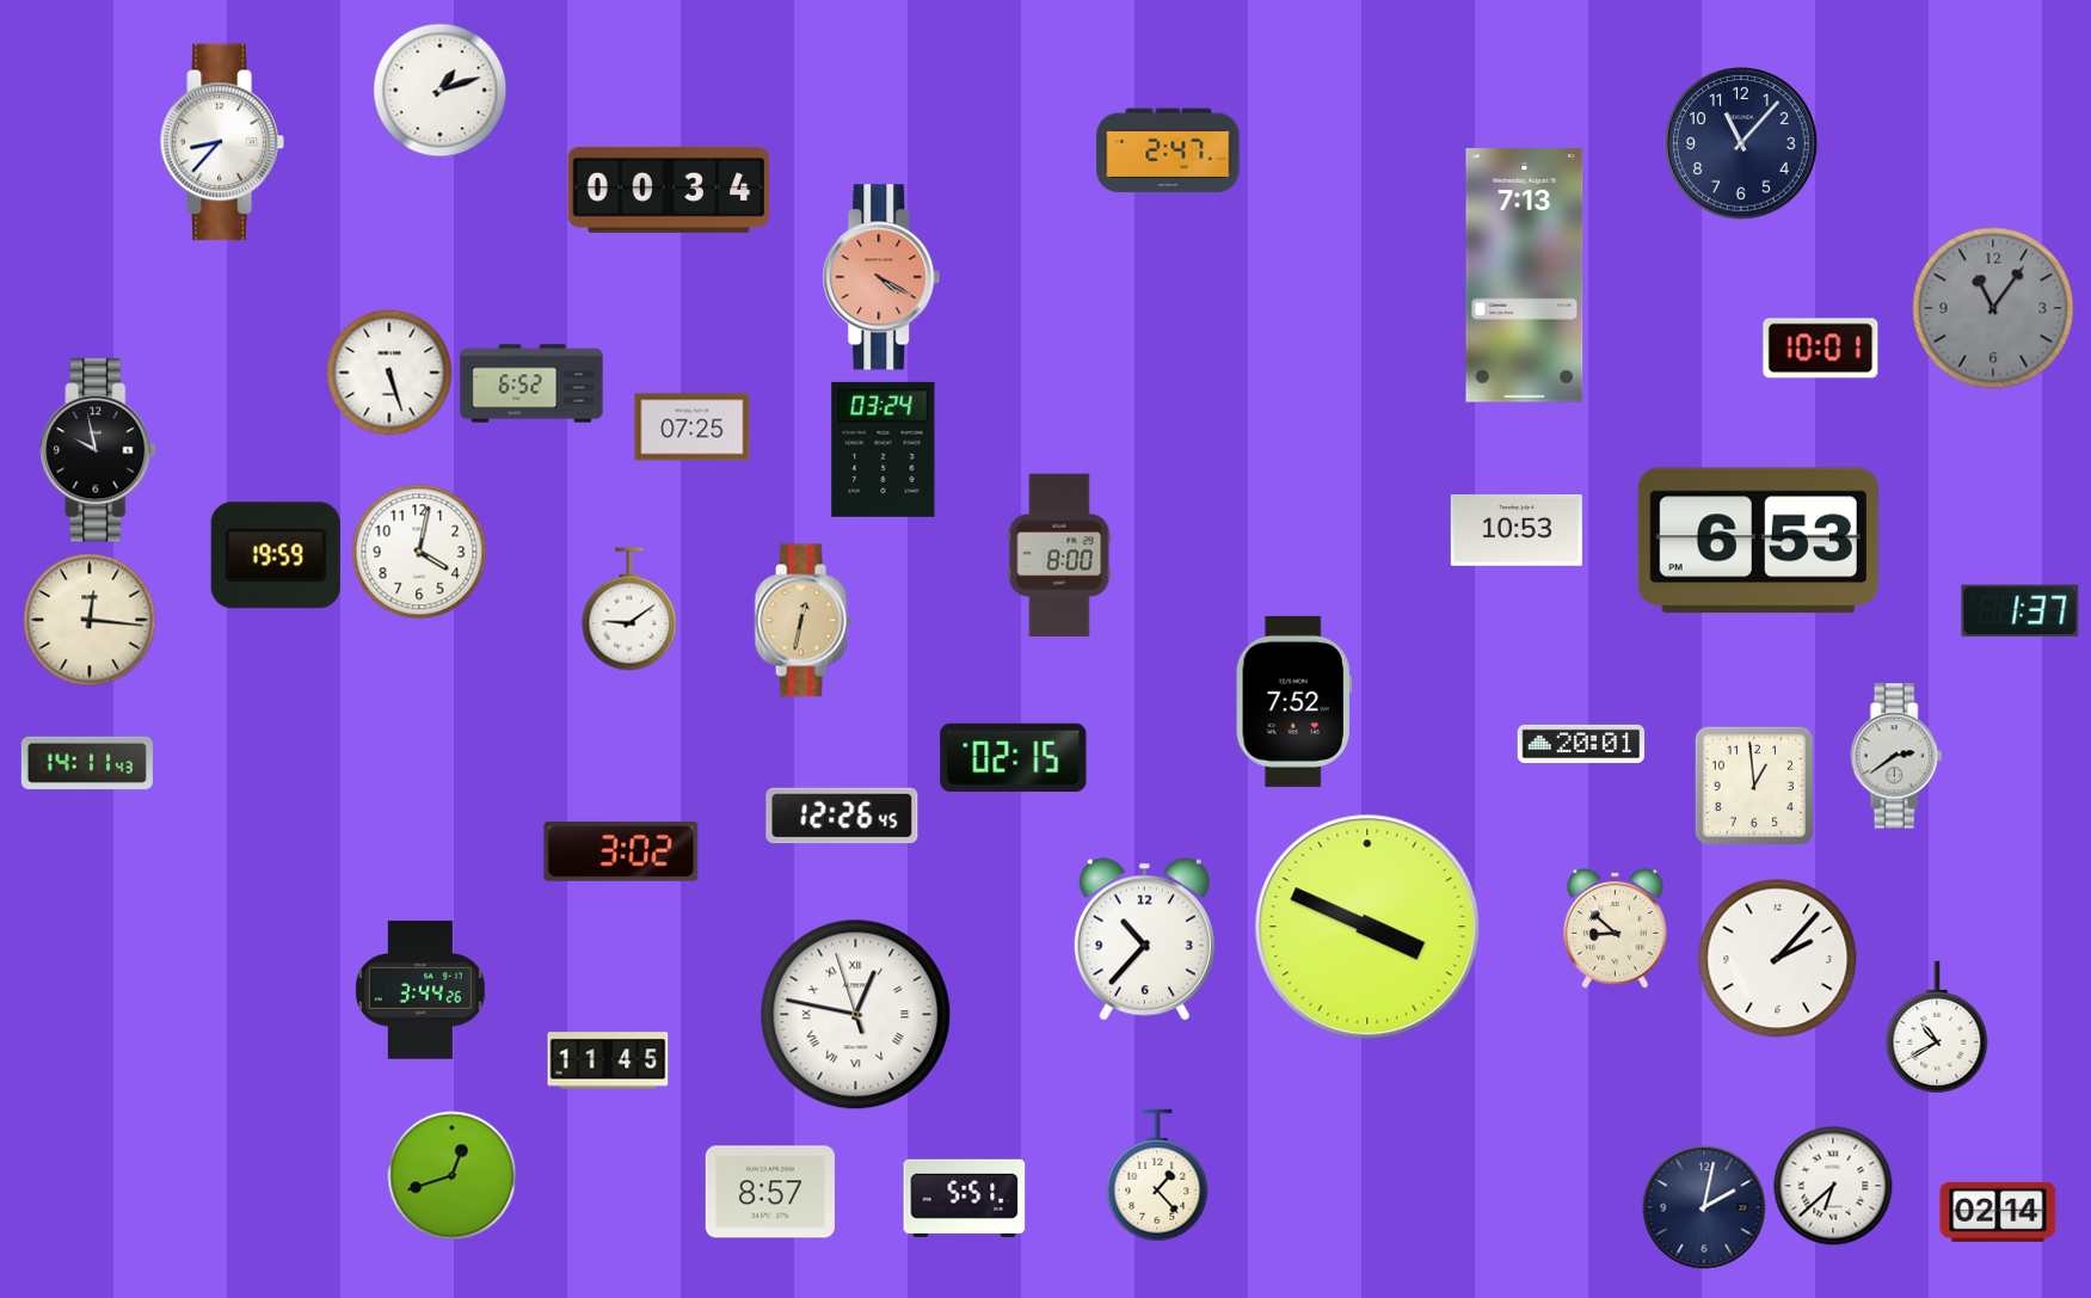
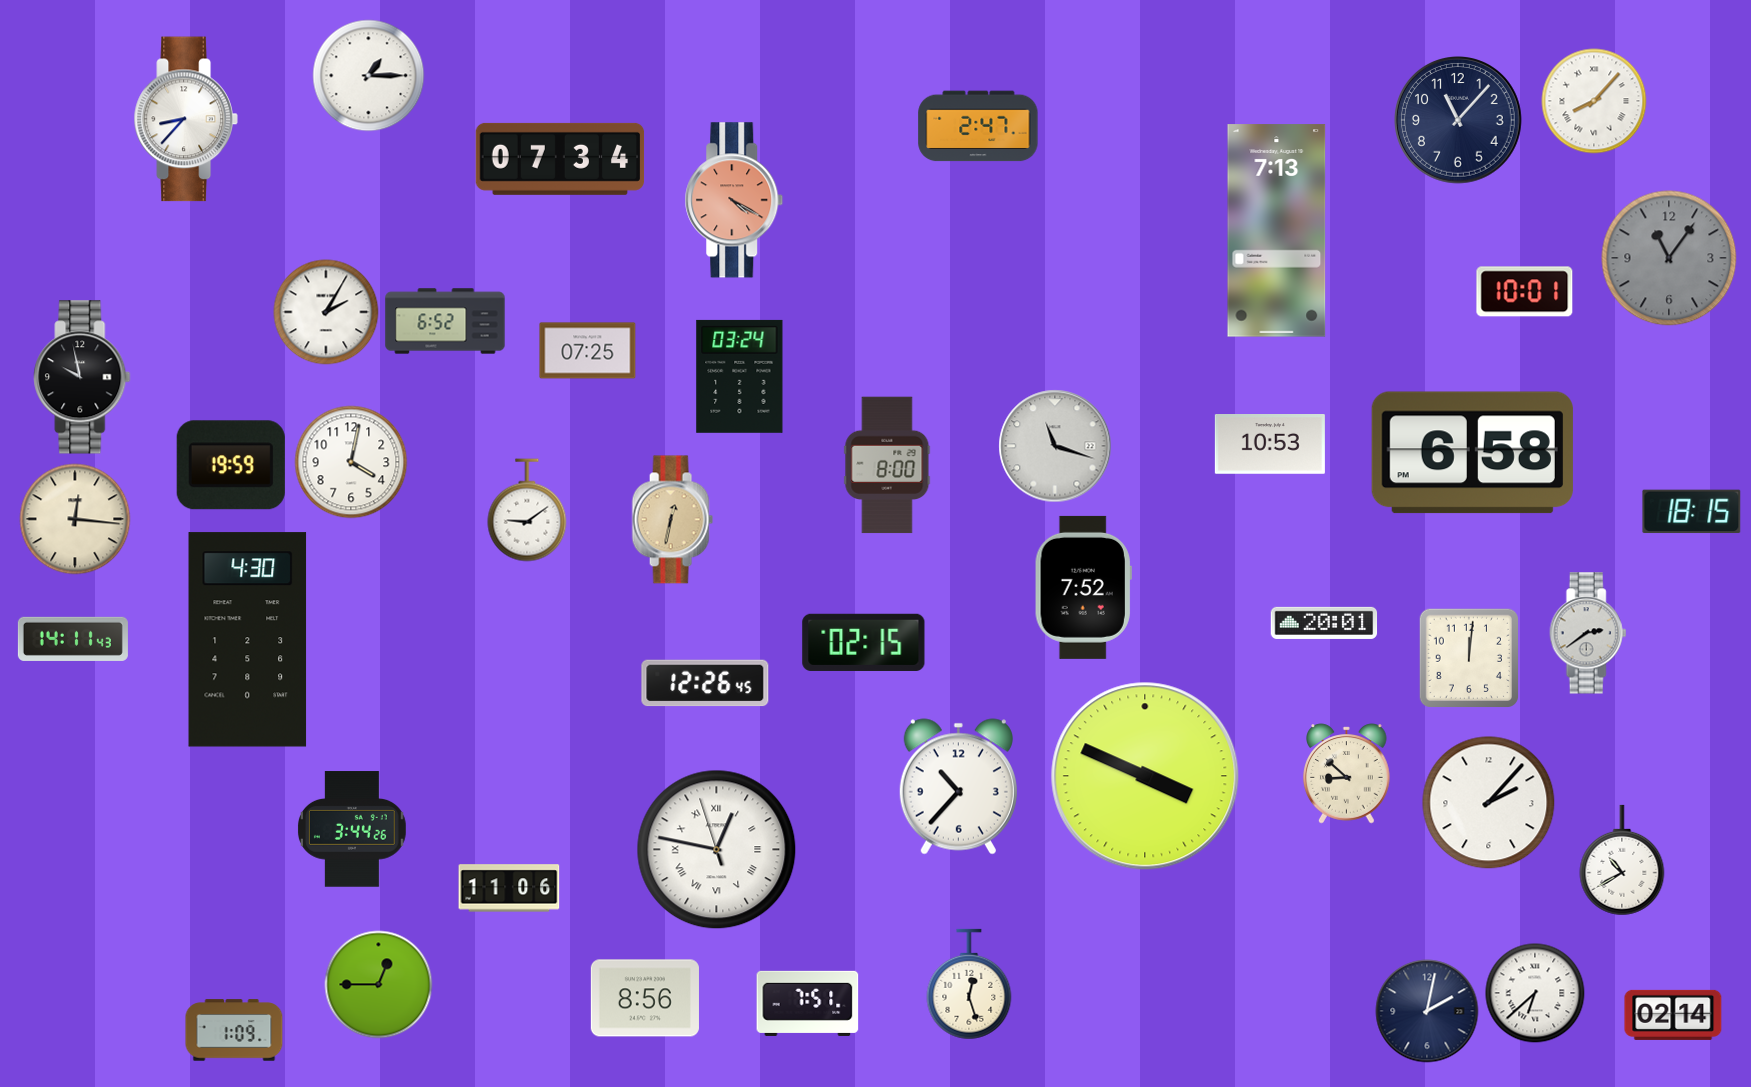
clock at (441, 91): 1:12 -> 1:15
clock at (1594, 101): none -> 8:07
clock at (669, 190): 00:34 -> 07:34
clock at (881, 277) position: (881, 277) -> (734, 200)
clock at (389, 373): 5:27 -> 2:05
clock at (693, 427) position: (693, 427) -> (588, 351)
clock at (1055, 446): none -> 11:18
clock at (1758, 541): 6:53 -> 6:58
clock at (2021, 611): 1:37 -> 18:15
clock at (1014, 757) position: (1014, 757) -> (864, 642)
clock at (248, 640): none -> 4:30
clock at (1753, 785): 12:59 -> 12:01
clock at (621, 851): 3:02 -> none
clock at (1616, 929) position: (1616, 929) -> (1347, 774)
clock at (608, 1060): 11:45 -> 11:06
clock at (1157, 1175): 1:23 -> 12:27
clock at (453, 1176): 12:42 -> 12:45
clock at (770, 1192): 8:57 -> 8:56
clock at (965, 1198): 5:51 -> 7:51
clock at (234, 1030): none -> 1:09
